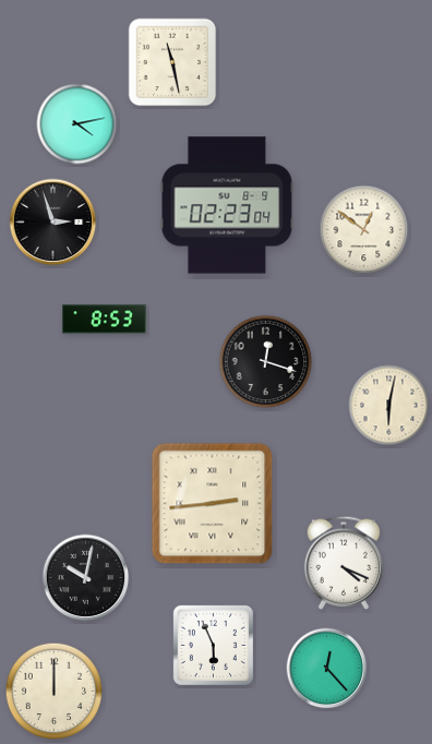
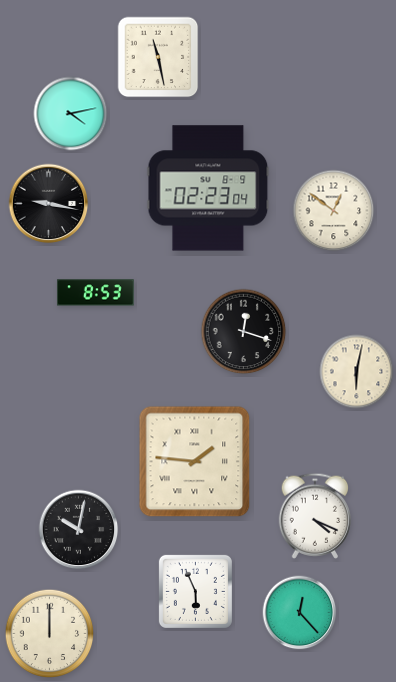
clock at (53, 223): 2:57 -> 9:17
clock at (213, 504): 2:44 -> 1:46
